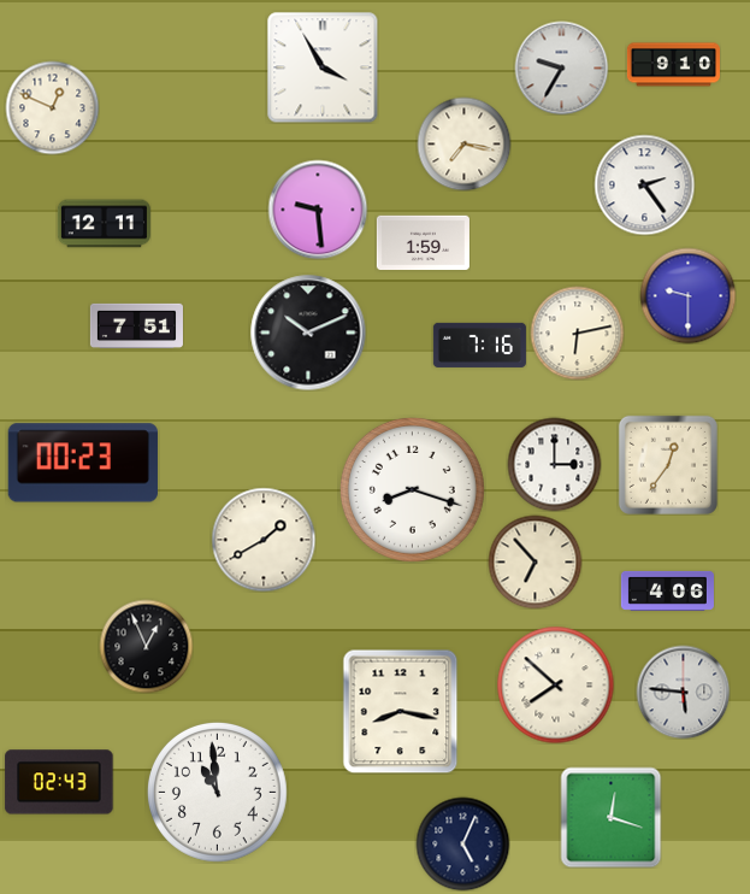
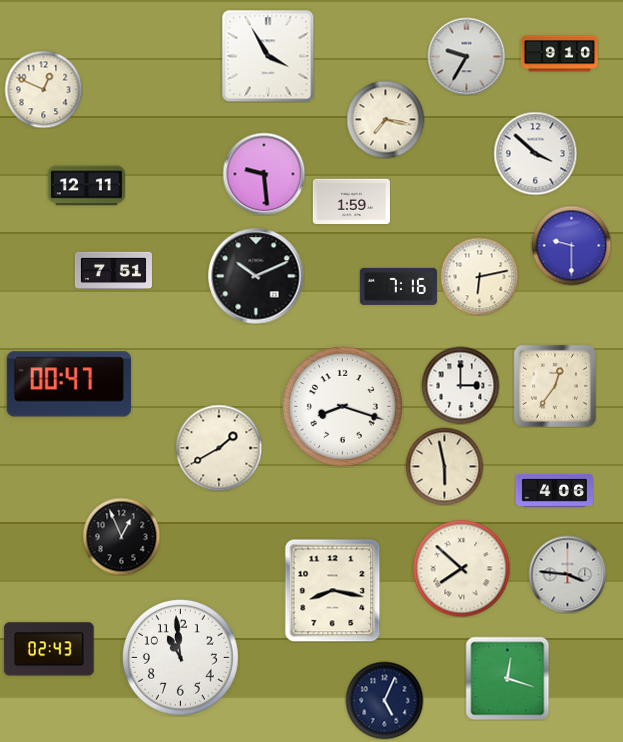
clock at (644, 184): 2:24 -> 3:52
clock at (82, 463): 00:23 -> 00:47
clock at (535, 561): 6:53 -> 5:58
clock at (683, 692): 5:46 -> 3:46
